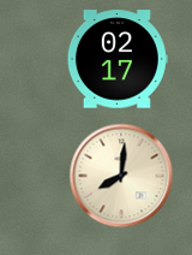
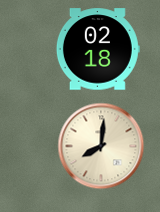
clock at (118, 59): 02:17 -> 02:18
